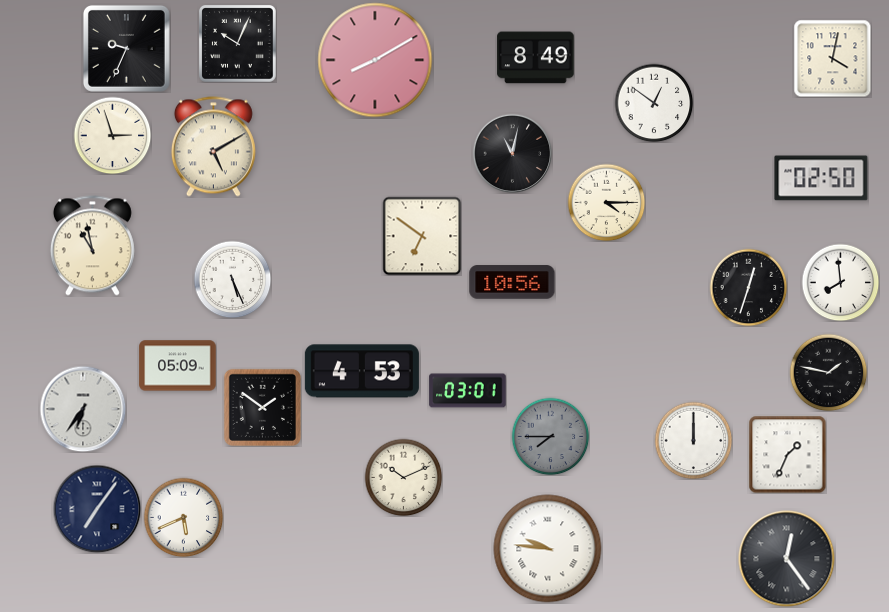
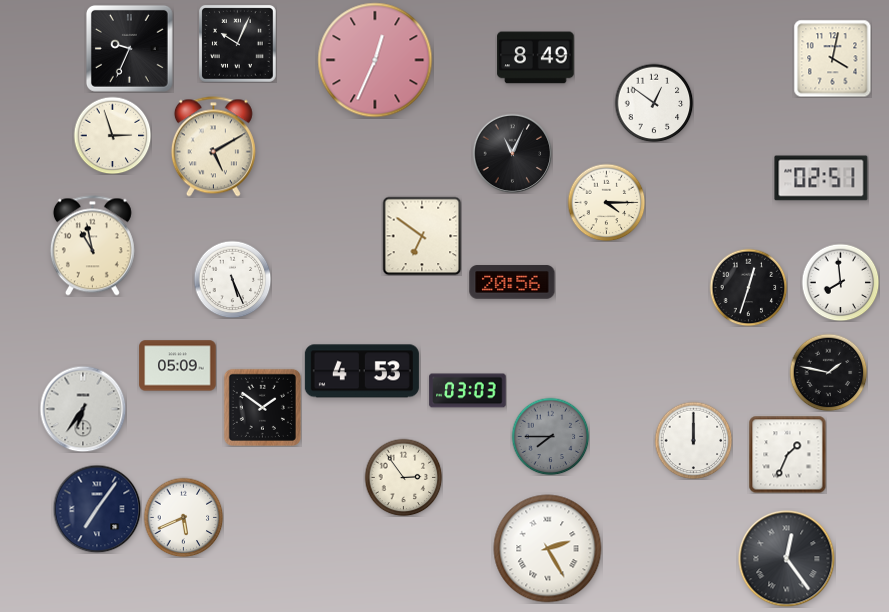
clock at (126, 48) position: (126, 48) -> (129, 48)
clock at (375, 60): 8:10 -> 12:34
clock at (512, 153): 11:02 -> 11:04
clock at (821, 178): 02:50 -> 02:51
clock at (512, 282): 10:56 -> 20:56
clock at (468, 391): 03:01 -> 03:03
clock at (403, 477): 10:11 -> 2:54
clock at (548, 549): 9:46 -> 2:25
